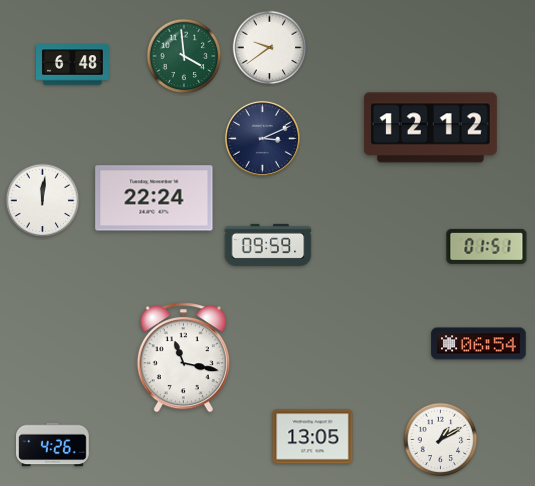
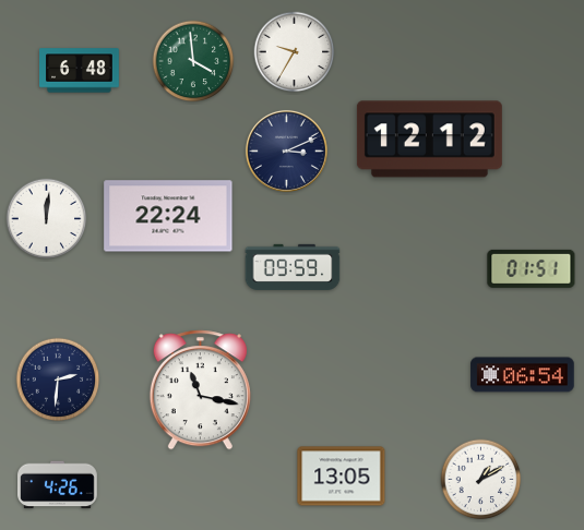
clock at (270, 48): 9:39 -> 9:35
clock at (184, 56) position: (184, 56) -> (193, 61)
clock at (430, 128) position: (430, 128) -> (429, 140)
clock at (58, 380): none -> 2:31
